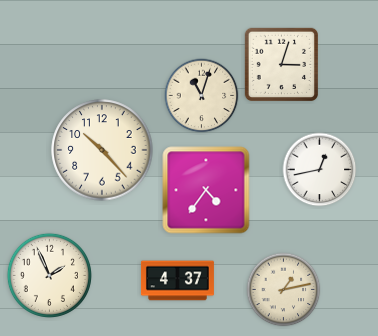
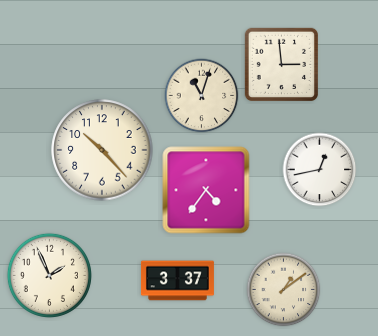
clock at (281, 64): 3:03 -> 2:59
clock at (177, 281): 4:37 -> 3:37
clock at (284, 290): 1:13 -> 1:09
